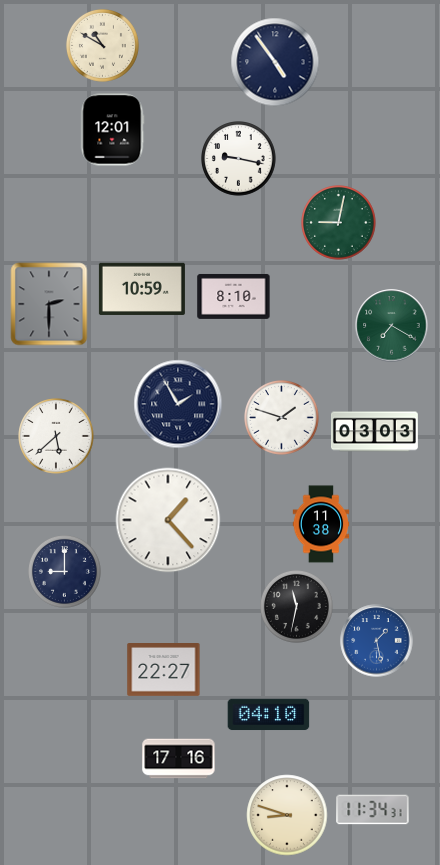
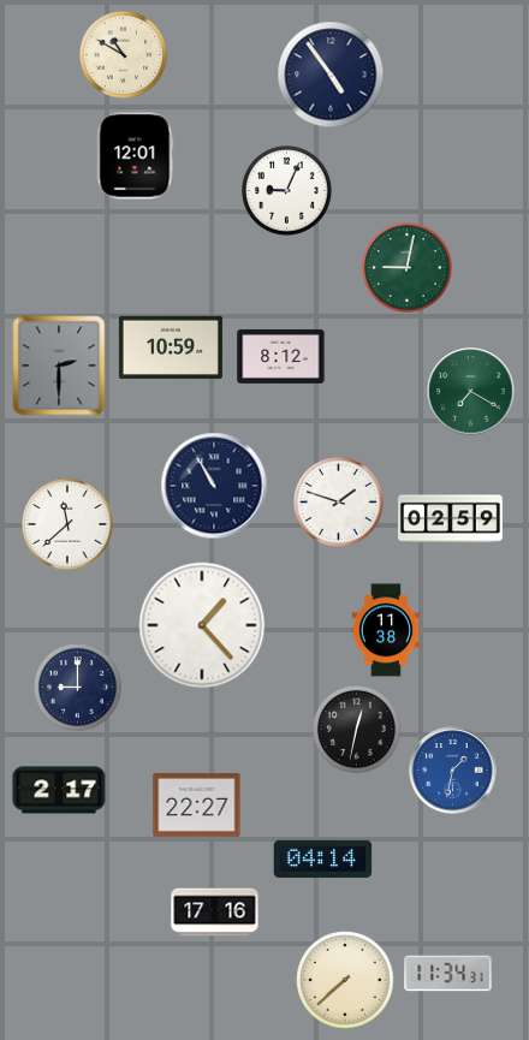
clock at (239, 159): 9:17 -> 9:04
clock at (234, 296): 8:10 -> 8:12
clock at (178, 404): 1:55 -> 10:55
clock at (374, 432): 03:03 -> 02:59
clock at (56, 436): 5:38 -> 11:38
clock at (296, 606): 11:32 -> 12:32
clock at (377, 641): 1:28 -> 1:32
clock at (59, 790): none -> 2:17
clock at (269, 715): 04:10 -> 04:14
clock at (287, 815): 8:48 -> 7:38
